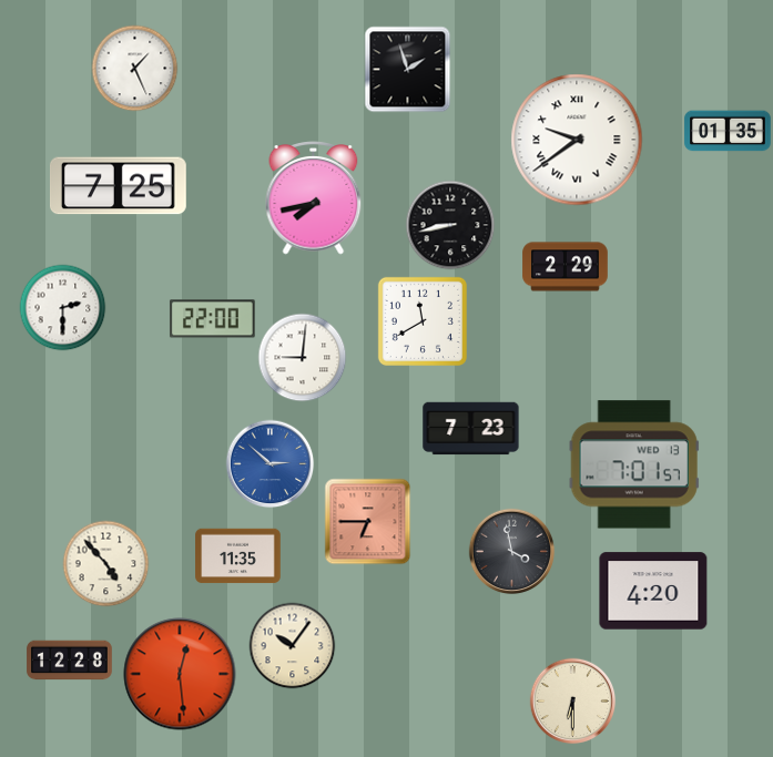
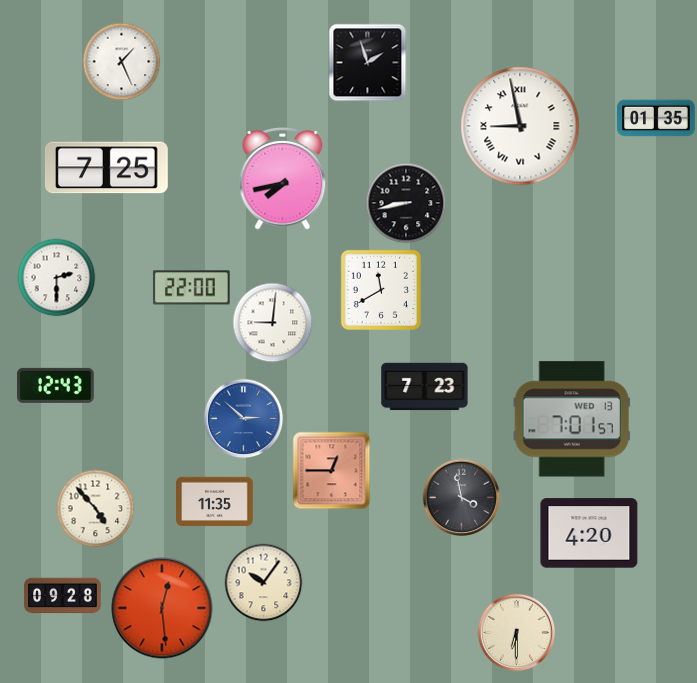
clock at (577, 140): 9:39 -> 8:58
clock at (566, 267): 2:29 -> none
clock at (56, 385): none -> 12:43
clock at (367, 521): 6:45 -> 12:45
clock at (70, 661): 12:28 -> 09:28
